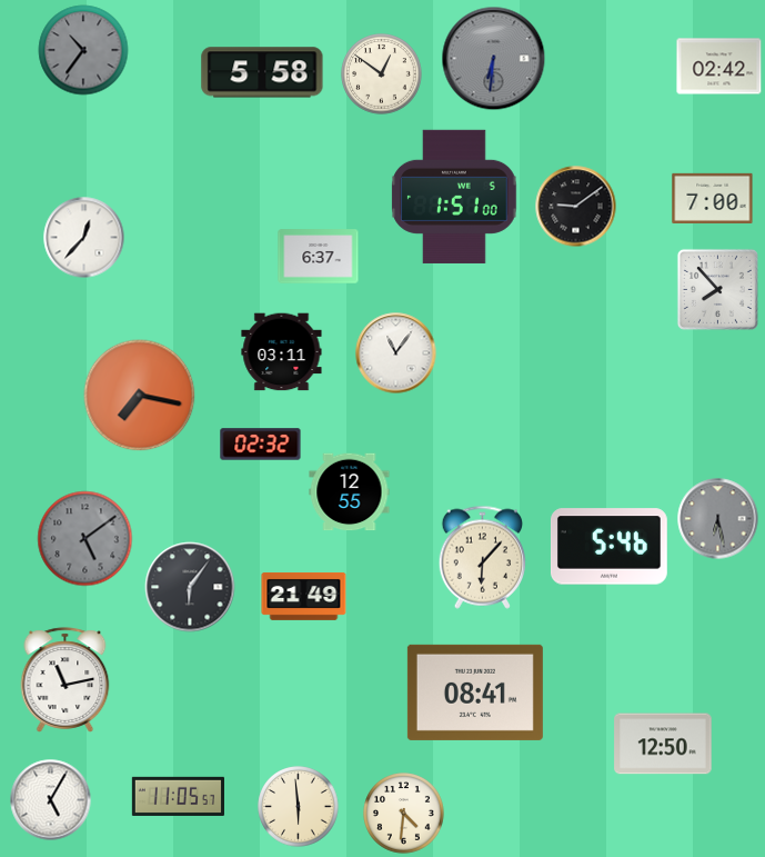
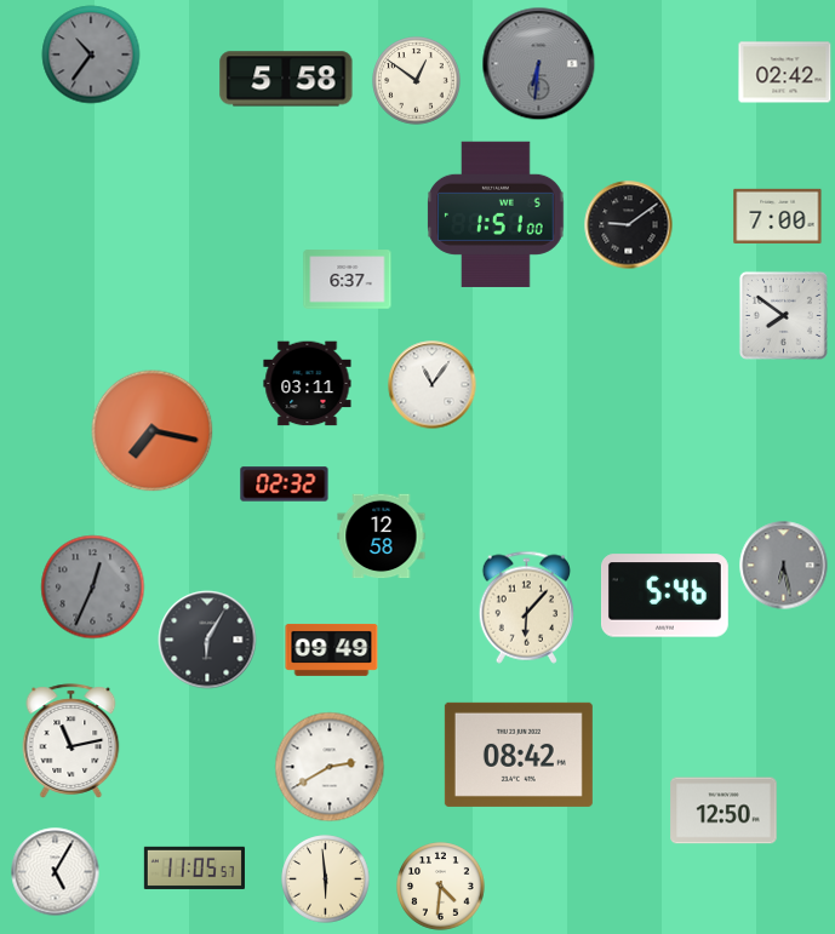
clock at (84, 238): 12:37 -> none
clock at (717, 289): 7:53 -> 7:51
clock at (350, 492): 12:55 -> 12:58
clock at (85, 539): 5:09 -> 12:34
clock at (190, 587): 6:06 -> 6:05
clock at (304, 596): 21:49 -> 09:49
clock at (475, 692): 08:41 -> 08:42
clock at (330, 767): none -> 2:40
